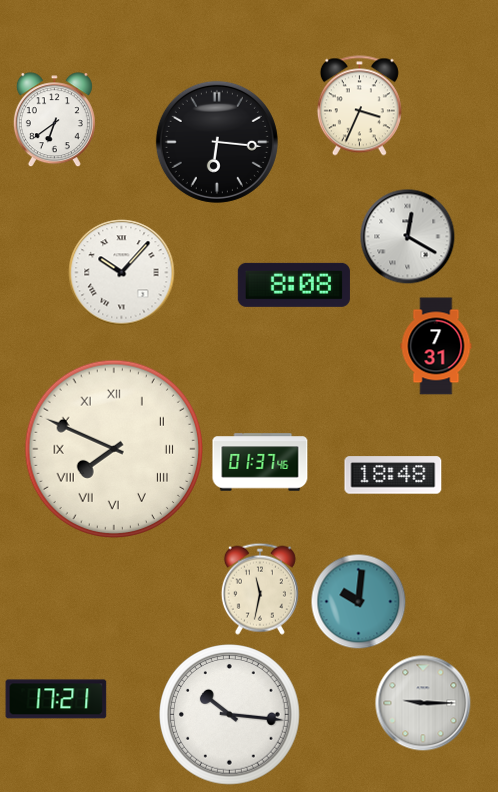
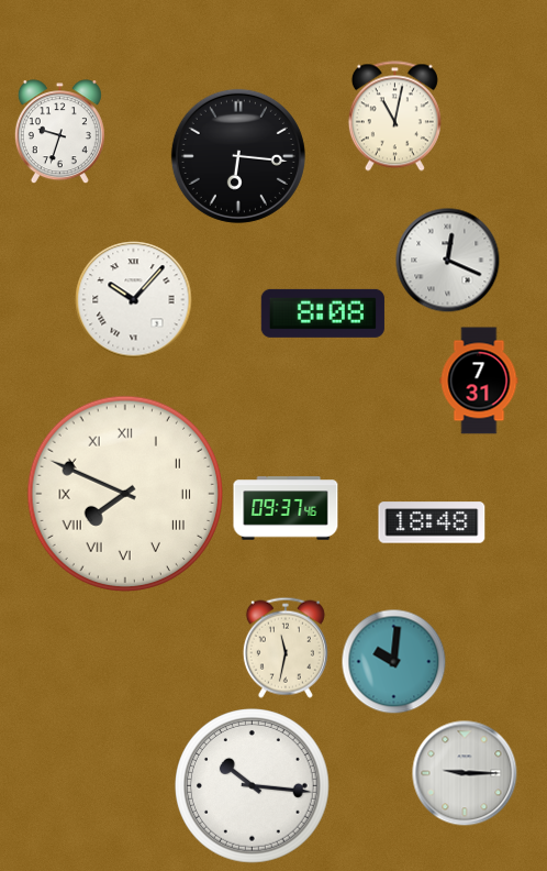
clock at (359, 106): 3:34 -> 11:02
clock at (54, 120): 6:39 -> 9:33
clock at (407, 236): 12:20 -> 12:19
clock at (260, 462): 01:37 -> 09:37
clock at (56, 699): 17:21 -> none
